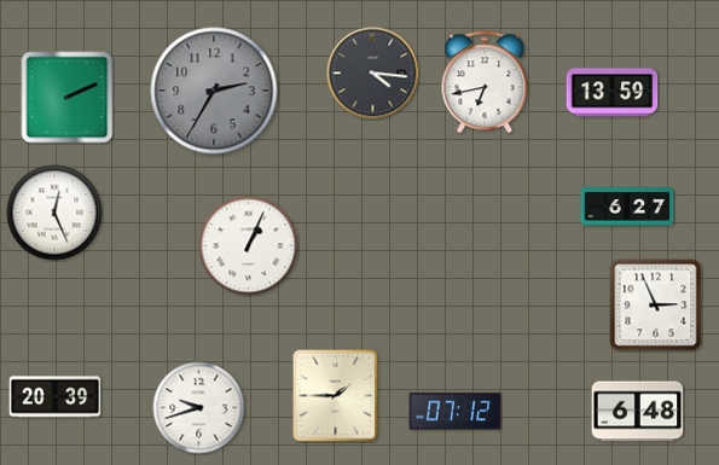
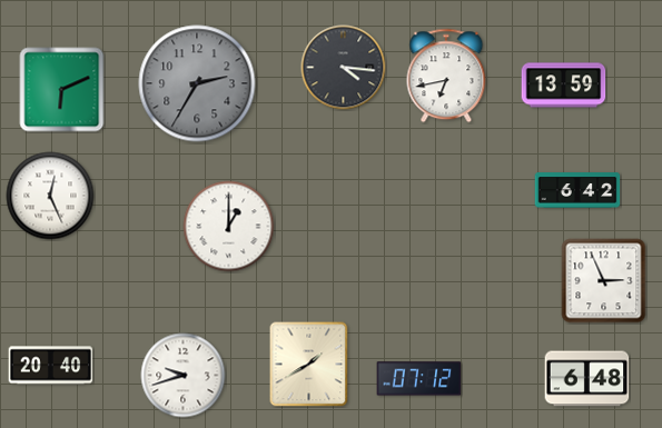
clock at (68, 98): 2:11 -> 6:11
clock at (627, 207): 6:27 -> 6:42
clock at (249, 246): 1:04 -> 1:00
clock at (336, 396): 1:45 -> 1:40
clock at (56, 397): 20:39 -> 20:40
